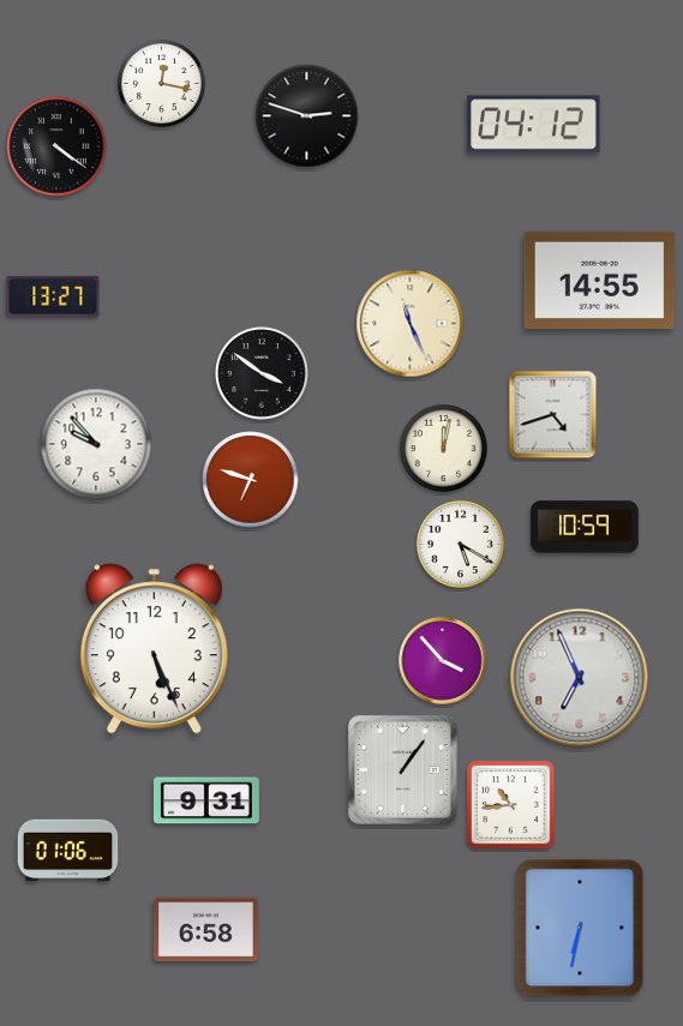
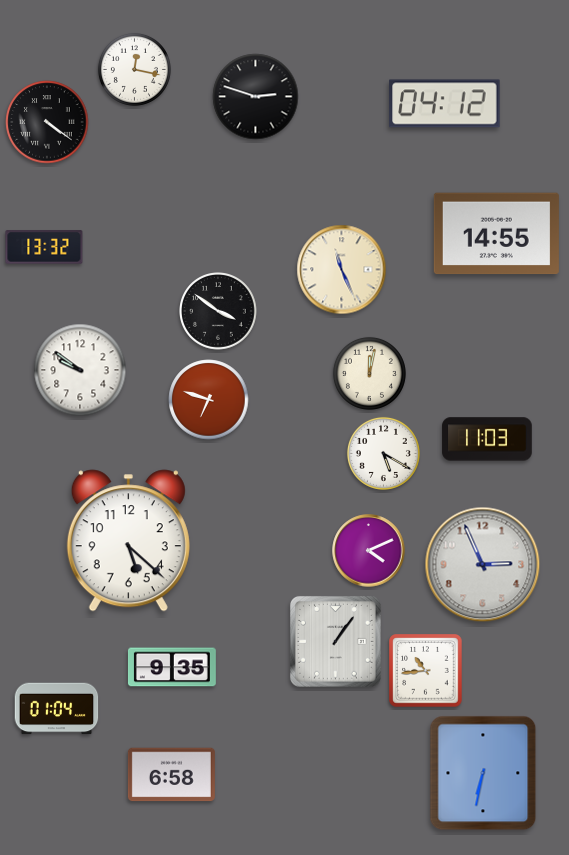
clock at (599, 281) position: (599, 281) -> (496, 234)
clock at (53, 296): 13:27 -> 13:32
clock at (553, 415): 4:42 -> none
clock at (96, 444): 9:53 -> 9:51
clock at (585, 527): 10:59 -> 11:03
clock at (154, 649): 5:26 -> 5:22
clock at (443, 661): 3:53 -> 4:11
clock at (580, 678): 6:56 -> 2:56
clock at (206, 800): 9:31 -> 9:35
clock at (68, 851): 01:06 -> 01:04
